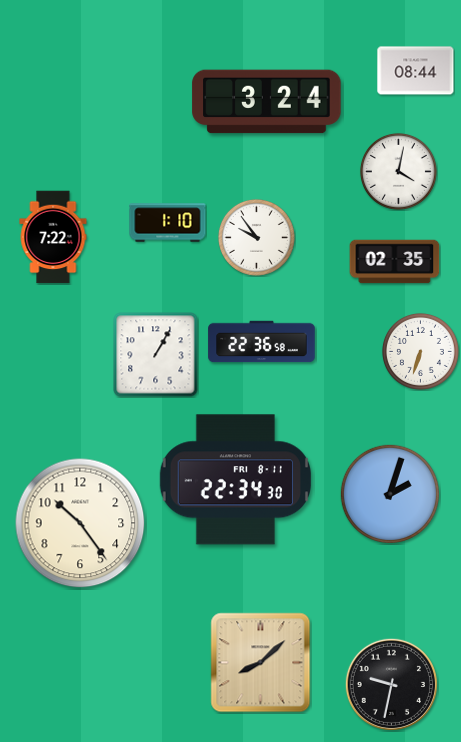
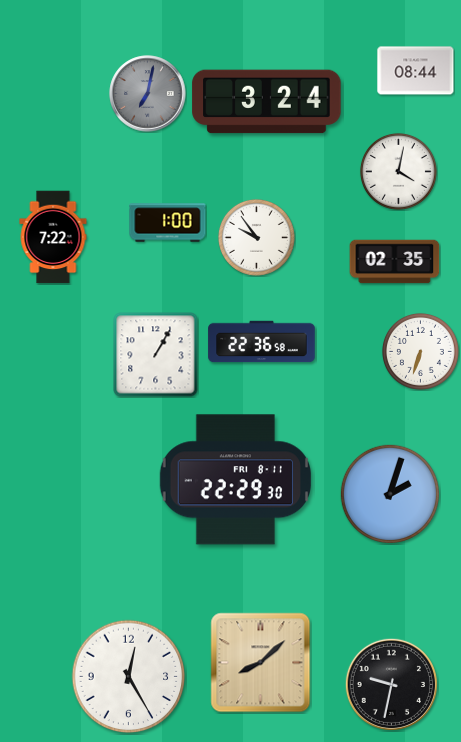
clock at (148, 94): none -> 7:02
clock at (168, 223): 1:10 -> 1:00
clock at (235, 480): 22:34 -> 22:29
clock at (80, 523): 10:24 -> none
clock at (129, 677): none -> 12:25
